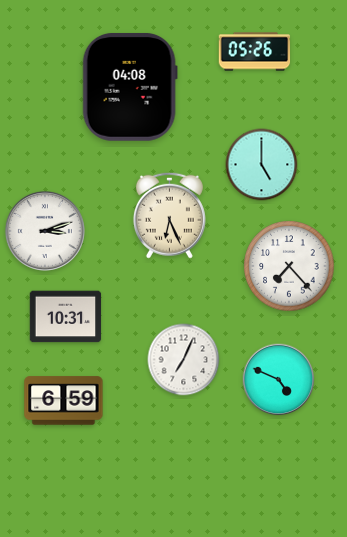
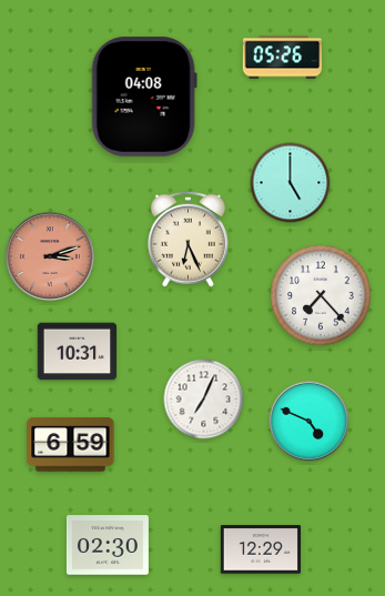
clock at (45, 231) dial: white -> salmon
clock at (66, 317) position: (66, 317) -> (78, 352)
clock at (108, 545): none -> 02:30
clock at (261, 549): none -> 12:29
